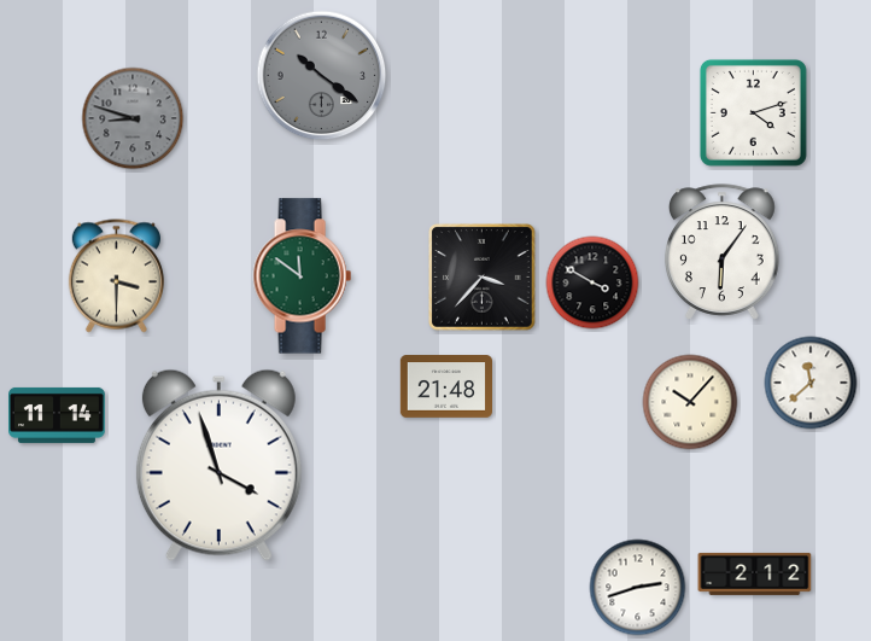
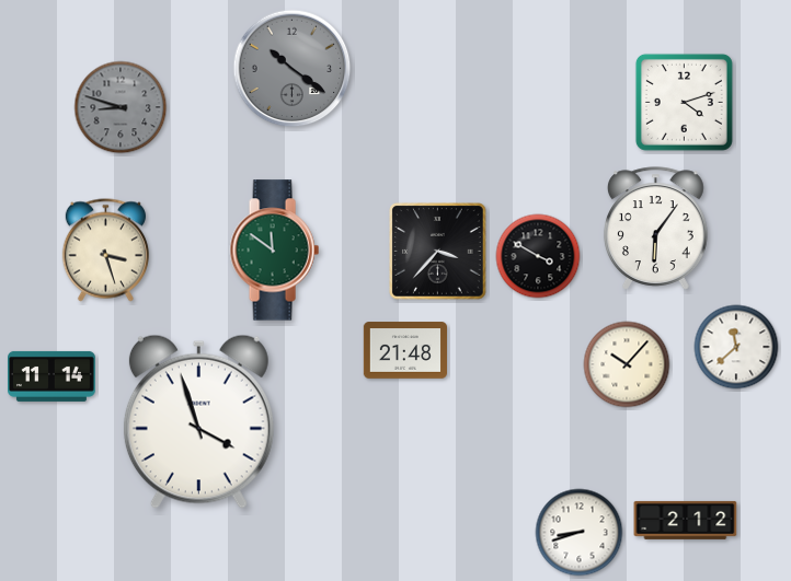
clock at (116, 276): 3:30 -> 3:27
clock at (638, 588): 2:42 -> 8:42
